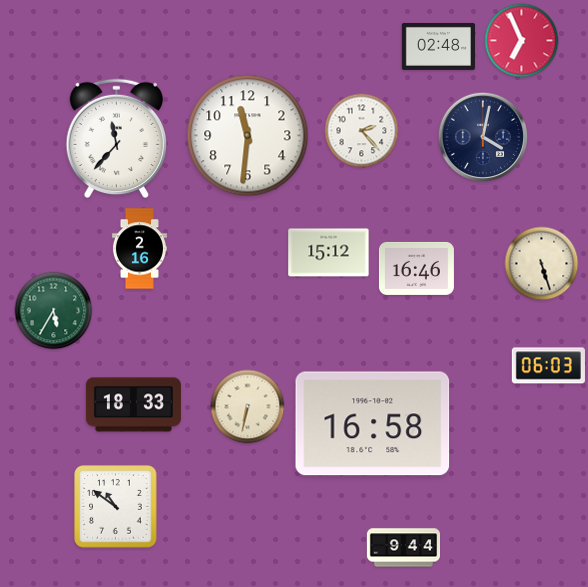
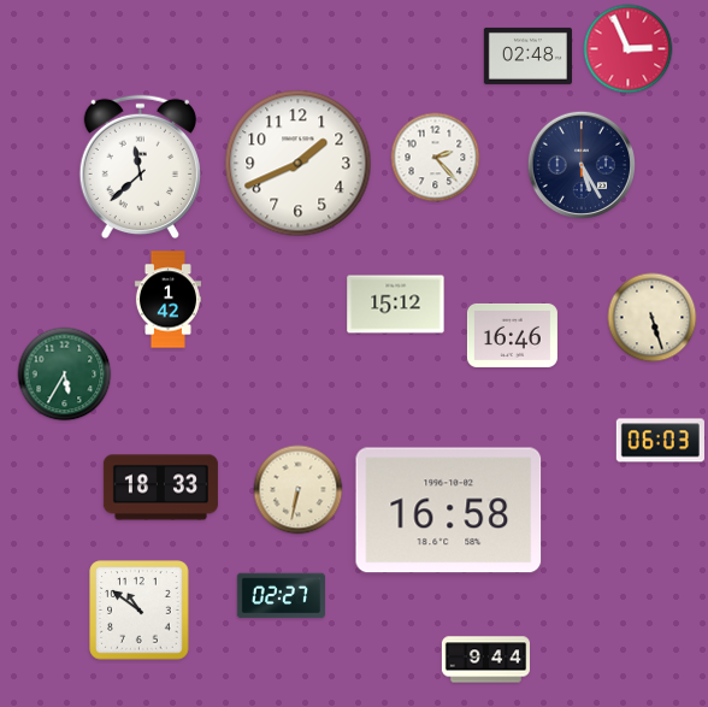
clock at (522, 41): 6:56 -> 2:56
clock at (248, 136): 11:31 -> 1:41
clock at (482, 136): 4:02 -> 5:25
clock at (116, 139): 11:37 -> 11:38
clock at (139, 249): 2:16 -> 1:42
clock at (416, 268) position: (416, 268) -> (512, 335)
clock at (281, 596): none -> 02:27
